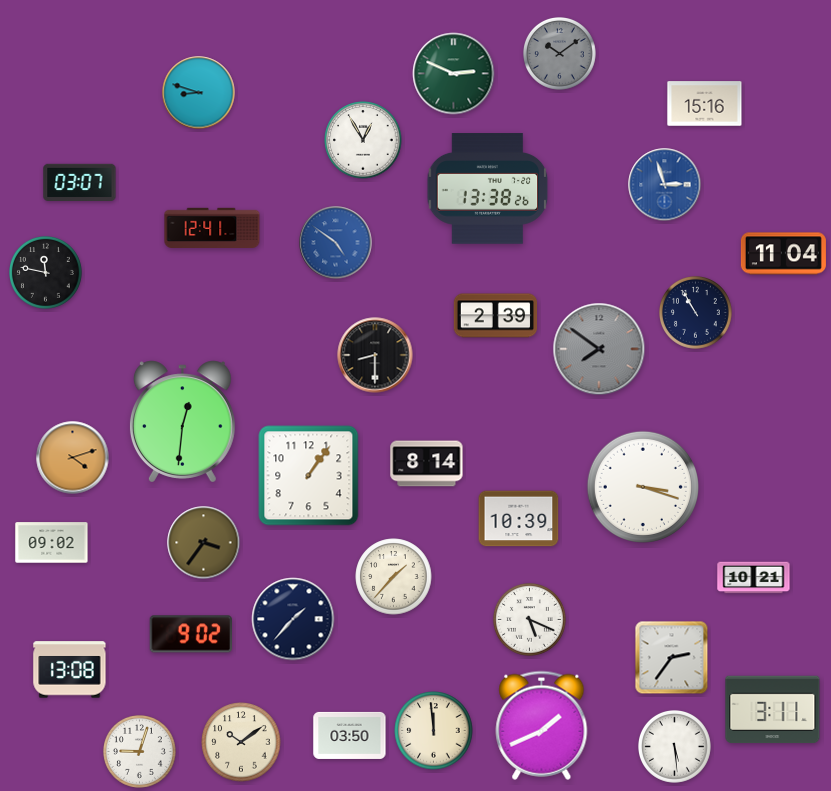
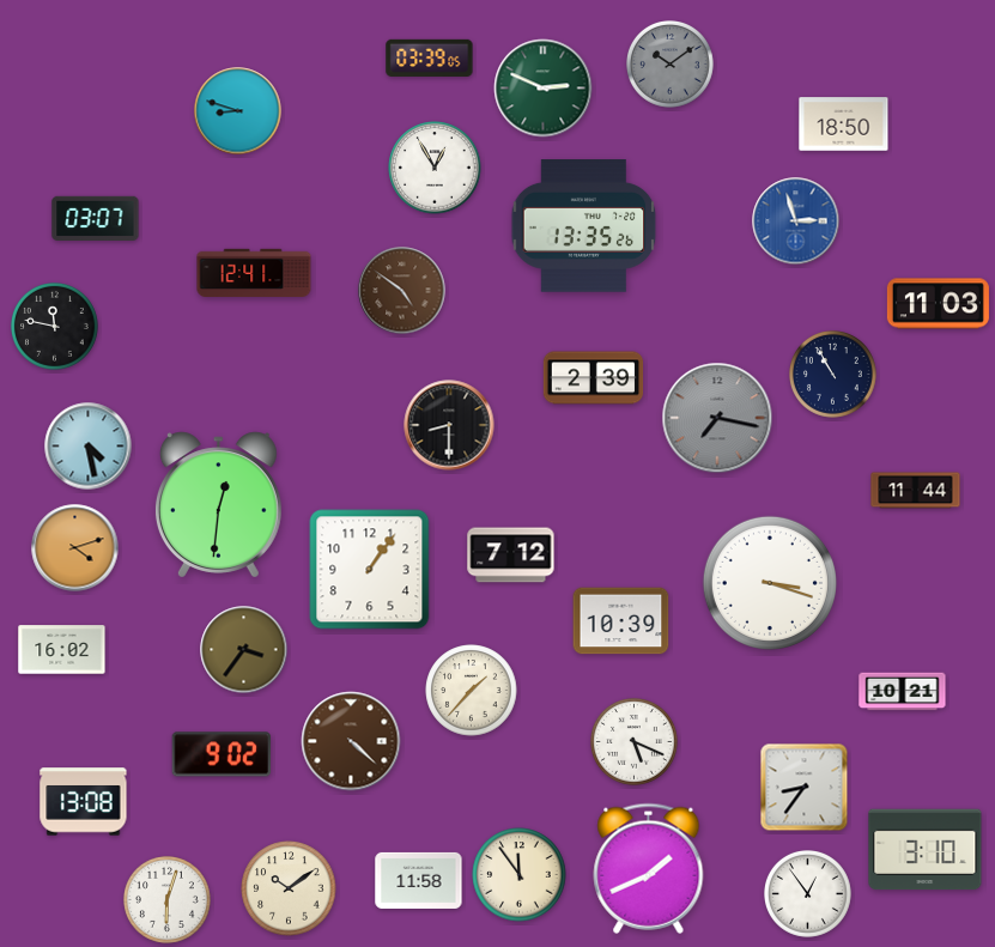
clock at (430, 57): none -> 03:39
clock at (705, 104): 15:16 -> 18:50
clock at (488, 189): 13:38 -> 13:35
clock at (336, 243) dial: blue -> brown
clock at (783, 254): 11:04 -> 11:03
clock at (599, 349): 7:51 -> 7:17
clock at (89, 447): none -> 4:28
clock at (916, 491): none -> 11:44
clock at (73, 458) position: (73, 458) -> (75, 548)
clock at (427, 464): 8:14 -> 7:12
clock at (52, 543): 09:02 -> 16:02
clock at (293, 619): 1:37 -> 4:22
clock at (293, 619) dial: navy -> brown
clock at (190, 634) position: (190, 634) -> (220, 754)
clock at (672, 658): 2:36 -> 8:36
clock at (773, 710): 3:11 -> 3:10
clock at (434, 731): 11:59 -> 11:54
clock at (350, 735): 03:50 -> 11:58
clock at (675, 747): 5:29 -> 12:54
clock at (140, 752): 9:03 -> 6:03
